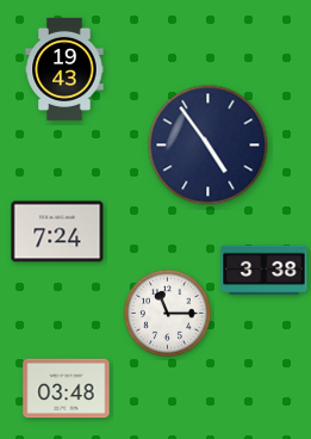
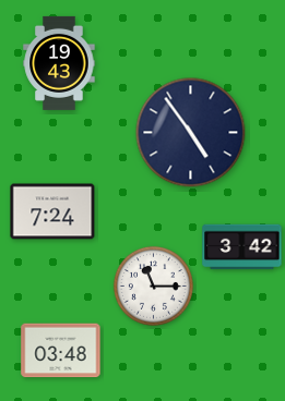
clock at (265, 271): 3:38 -> 3:42
clock at (67, 389) position: (67, 389) -> (61, 351)
